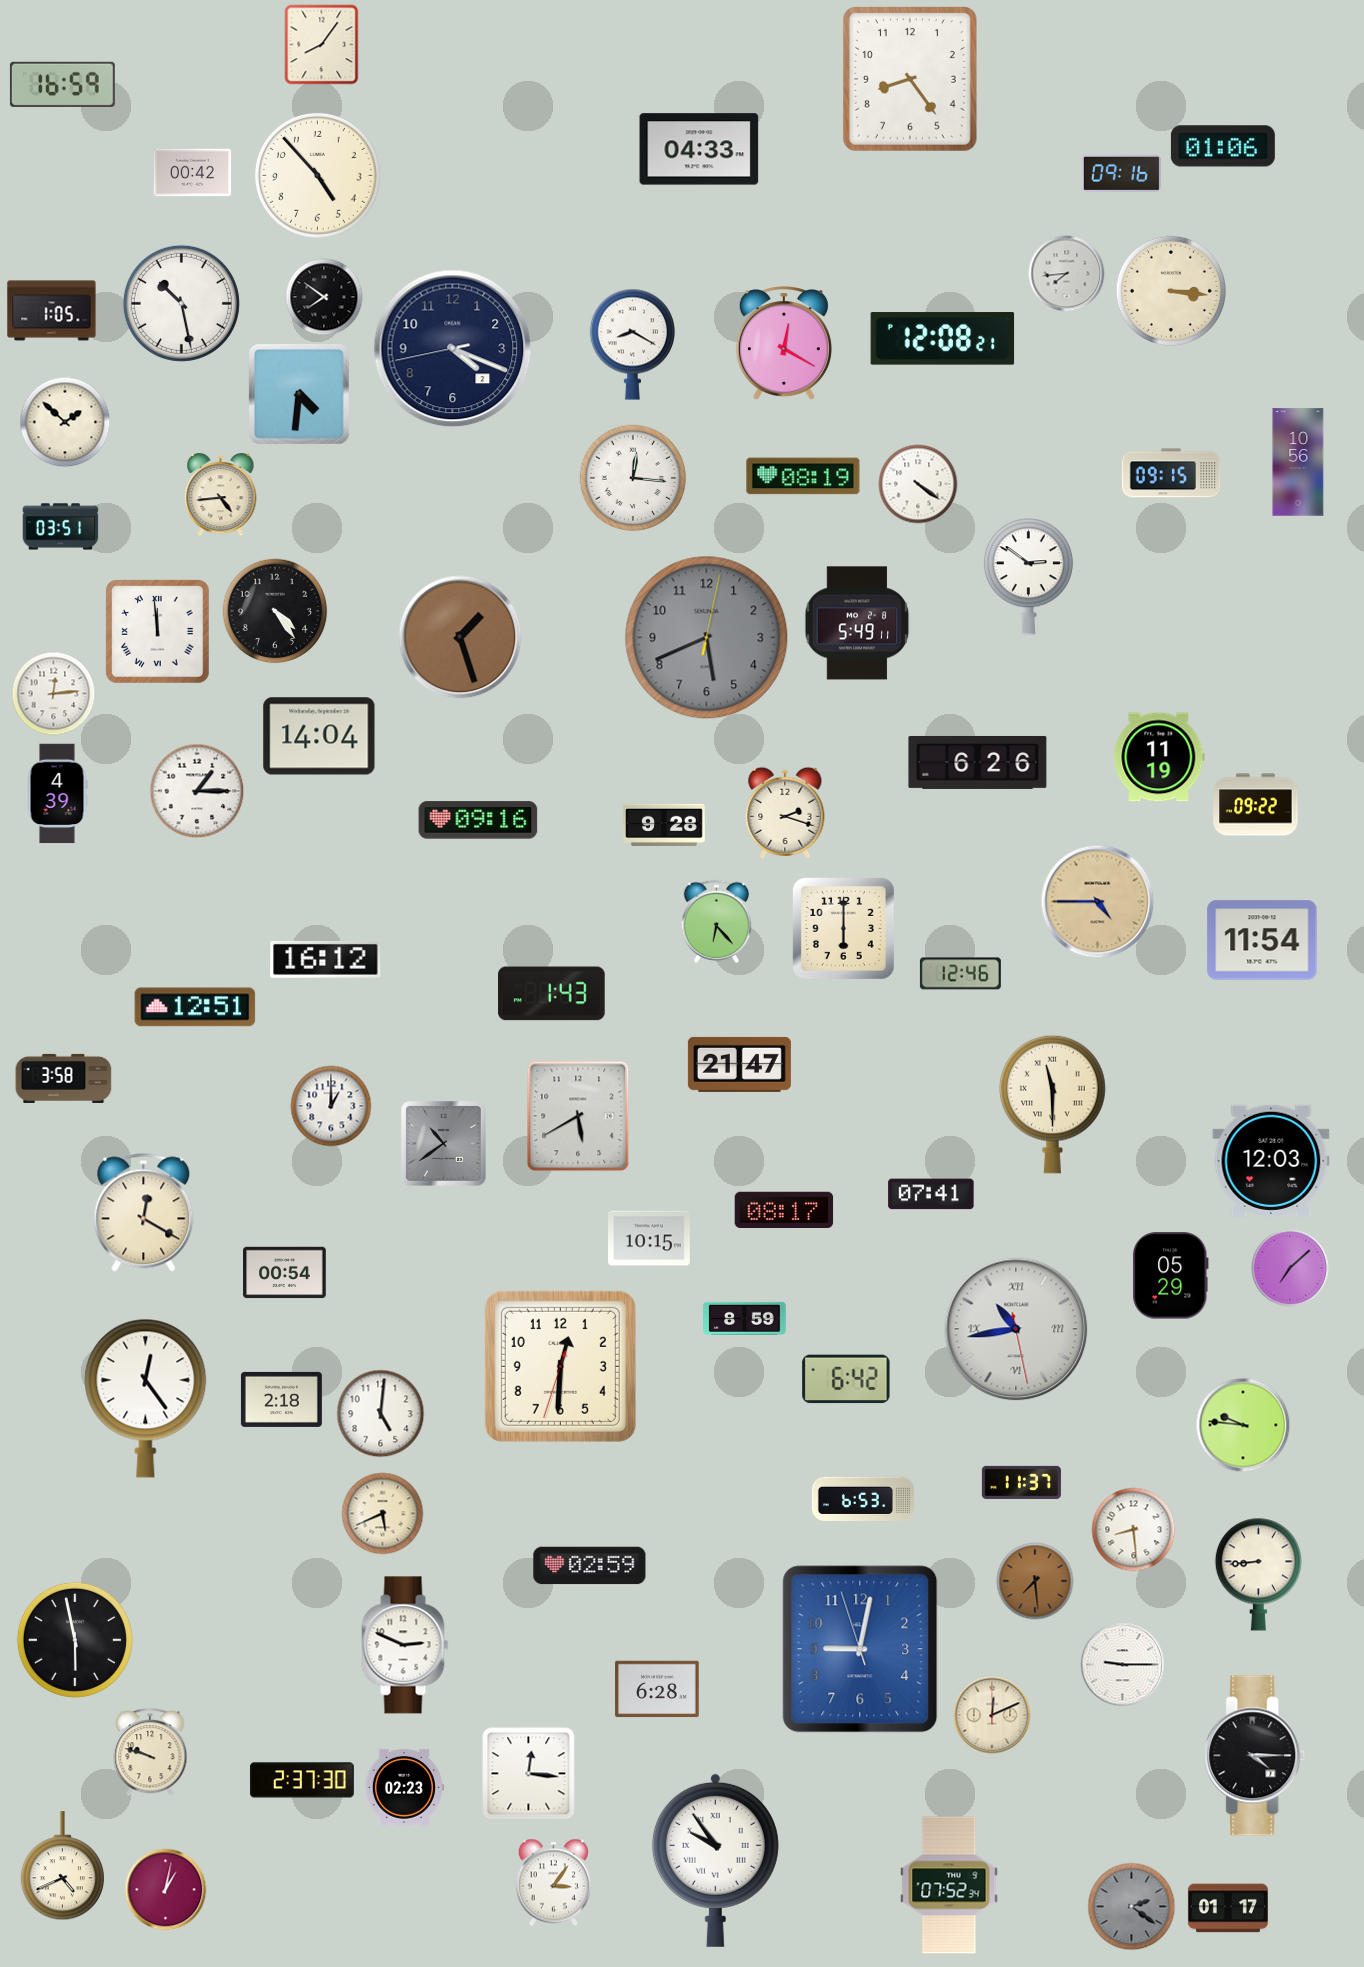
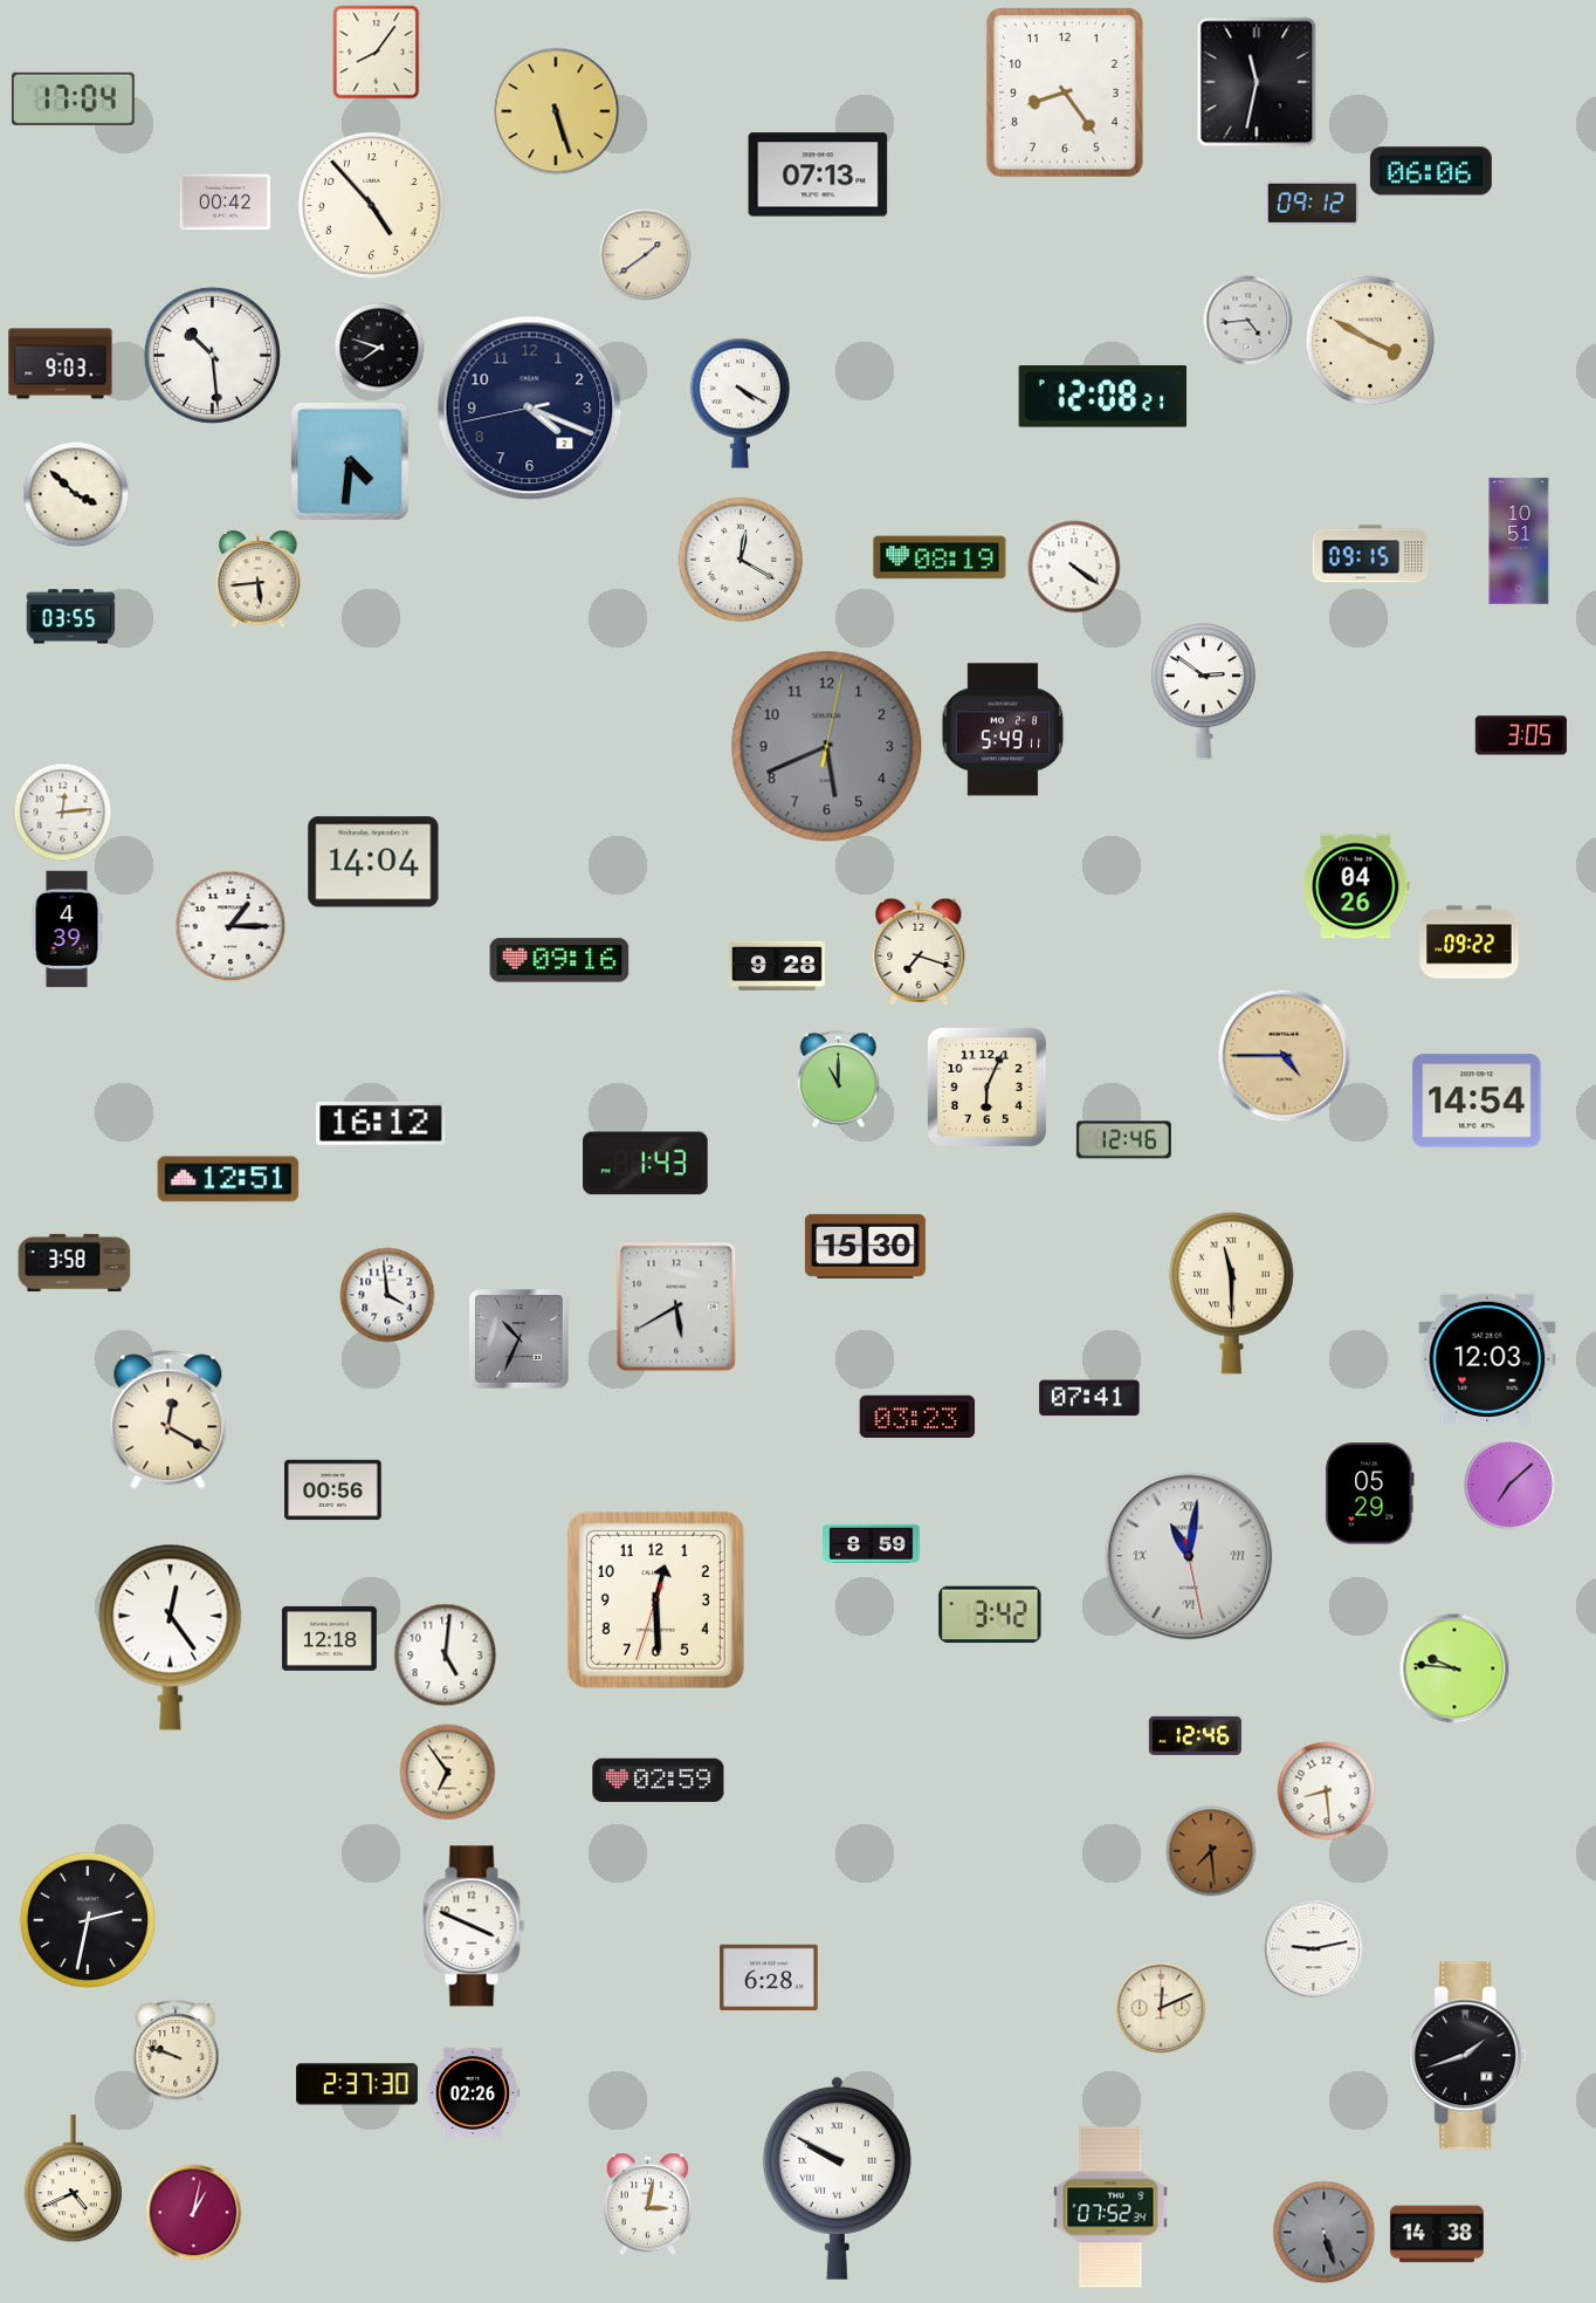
clock at (1257, 82): none -> 11:32
clock at (62, 84): 16:59 -> 17:04
clock at (556, 111): none -> 5:27
clock at (1223, 146): 01:06 -> 06:06
clock at (699, 149): 04:33 -> 07:13
clock at (1121, 173): 09:16 -> 09:12
clock at (646, 255): none -> 1:39
clock at (1067, 274): 7:44 -> 4:44
clock at (1170, 290): 3:16 -> 3:50
clock at (324, 297): 7:51 -> 7:48
clock at (181, 303): 10:28 -> 10:29
clock at (52, 311): 1:05 -> 9:03
clock at (632, 344): 8:20 -> 4:20
clock at (784, 344): 12:20 -> none
clock at (65, 422): 1:52 -> 3:52
clock at (1298, 462): 10:56 -> 10:51
clock at (633, 478): 12:16 -> 12:20
clock at (221, 495): 4:44 -> 5:44
clock at (61, 527): 03:51 -> 03:55
clock at (1028, 577) position: (1028, 577) -> (1203, 692)
clock at (275, 611): 4:24 -> none
clock at (1521, 735): none -> 3:05
clock at (158, 632): 11:59 -> none
clock at (460, 637): 1:27 -> none
clock at (1159, 757): 11:19 -> 04:26
clock at (978, 762): 6:26 -> none
clock at (785, 813): 2:18 -> 7:18
clock at (717, 921): 6:23 -> 11:00
clock at (843, 928): 6:00 -> 6:04
clock at (1262, 940): 11:54 -> 14:54
clock at (739, 1064): 21:47 -> 15:30
clock at (331, 1106): 1:00 -> 3:59
clock at (444, 1144): 10:39 -> 10:34
clock at (784, 1209): 08:17 -> 03:23
clock at (650, 1238): 10:15 -> none
clock at (285, 1273): 00:54 -> 00:56
clock at (1016, 1329): 10:43 -> 11:01
clock at (560, 1366): 12:30 -> 12:29
clock at (846, 1379): 6:42 -> 3:42
clock at (281, 1399): 2:18 -> 12:18
clock at (1021, 1482): 11:37 -> 12:46
clock at (863, 1499): 6:53 -> none
clock at (383, 1514): 5:41 -> 6:54
clock at (590, 1566) position: (590, 1566) -> (659, 1781)
clock at (1258, 1574): 8:44 -> none
clock at (75, 1640): 5:58 -> 2:32
clock at (405, 1645): 2:49 -> 3:49
clock at (860, 1649): 9:01 -> none
clock at (1123, 1665): 9:15 -> 9:13
clock at (1255, 1756): 4:15 -> 1:42
clock at (529, 1774): 12:16 -> none
clock at (302, 1780) position: (302, 1780) -> (357, 2084)
clock at (404, 1787): 02:23 -> 02:26
clock at (715, 1860): 9:54 -> 9:50
clock at (62, 1866) position: (62, 1866) -> (73, 2179)
clock at (553, 1883): 3:06 -> 3:02
clock at (1132, 1907): 2:21 -> 5:27
clock at (1228, 1908): 01:17 -> 14:38
